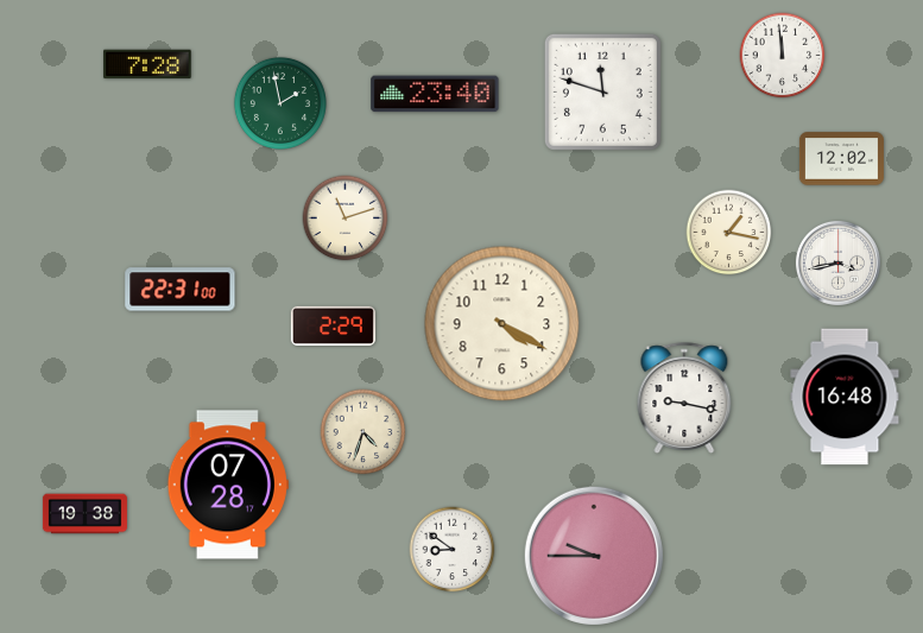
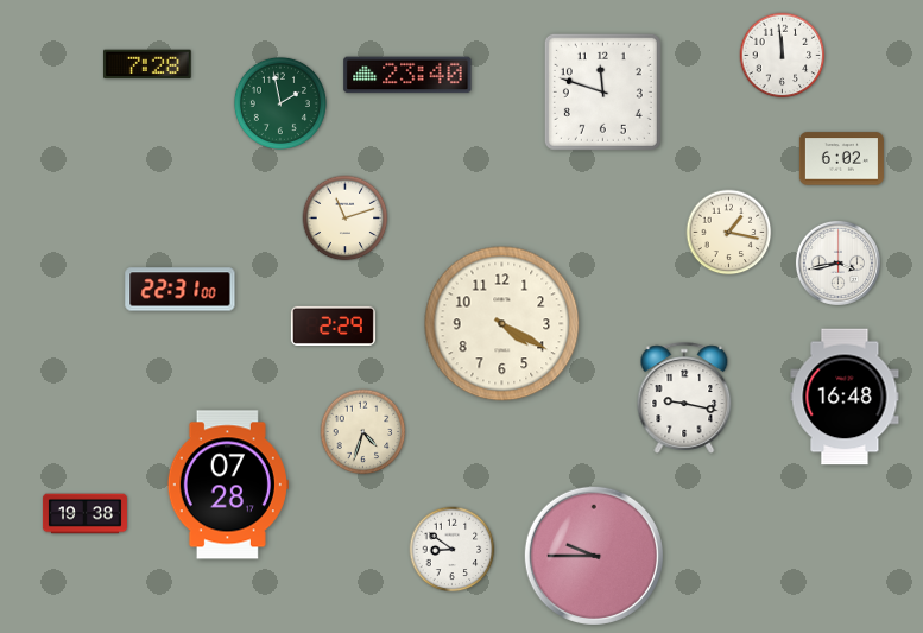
clock at (435, 94) position: (435, 94) -> (407, 75)
clock at (841, 159): 12:02 -> 6:02
